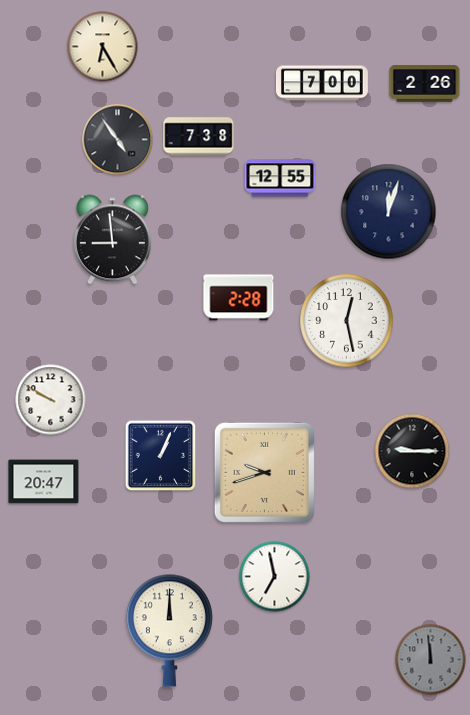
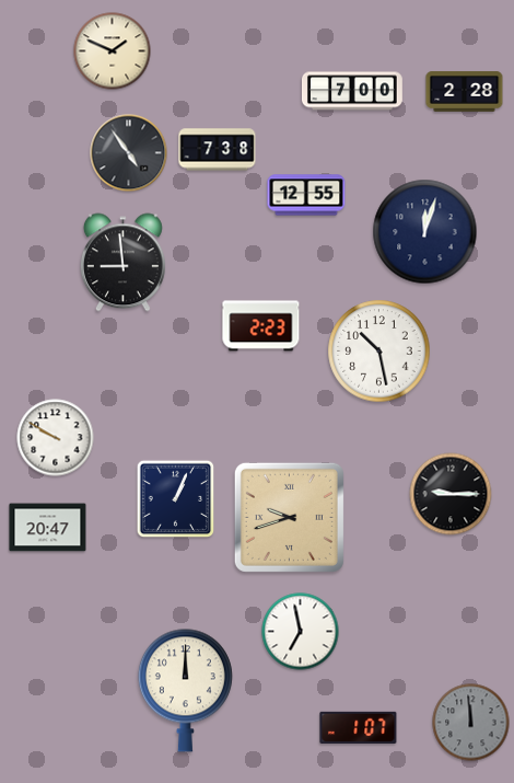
clock at (103, 47): 6:25 -> 1:49
clock at (425, 84): 2:26 -> 2:28
clock at (239, 298): 2:28 -> 2:23
clock at (347, 321): 12:28 -> 10:28
clock at (359, 727): none -> 1:07
